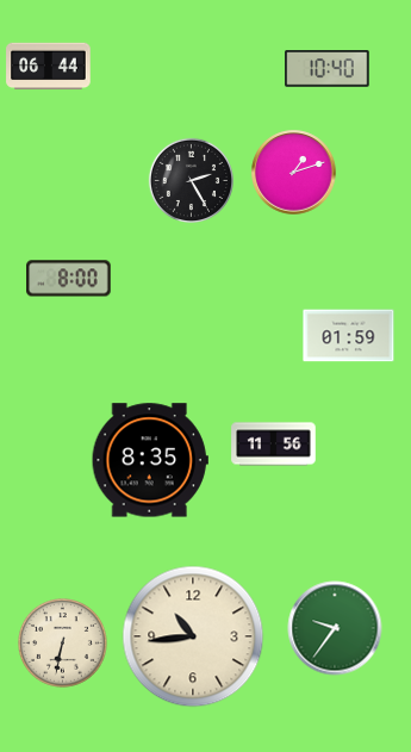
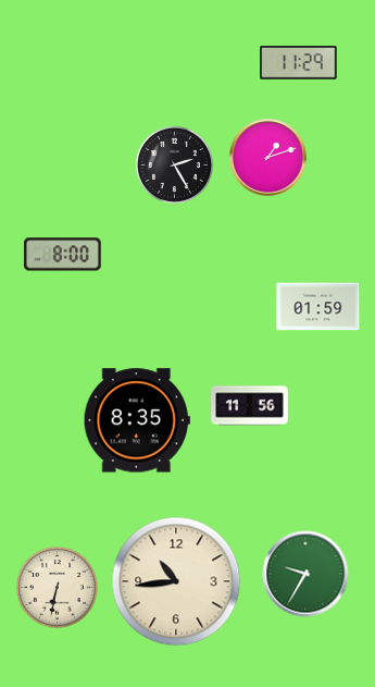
clock at (49, 67): 06:44 -> none
clock at (328, 69): 10:40 -> 11:29
clock at (335, 628): 9:36 -> 9:35
